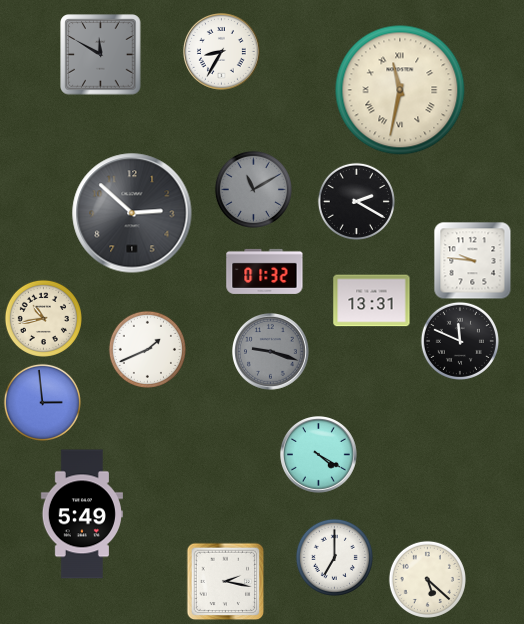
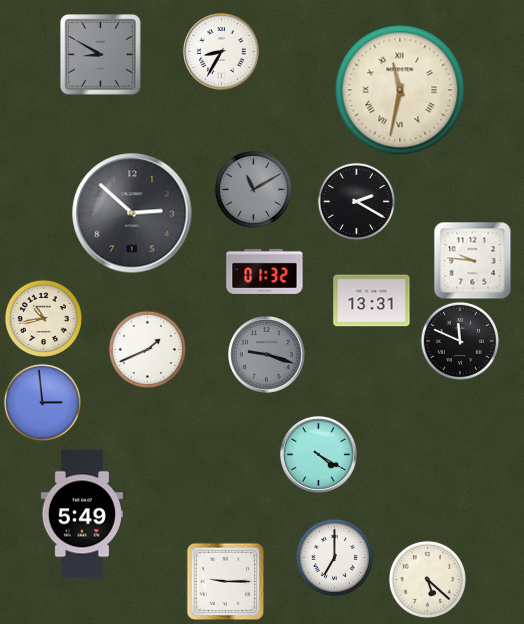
clock at (101, 55): 11:50 -> 8:50
clock at (271, 352) position: (271, 352) -> (267, 355)
clock at (225, 581): 2:17 -> 9:15
